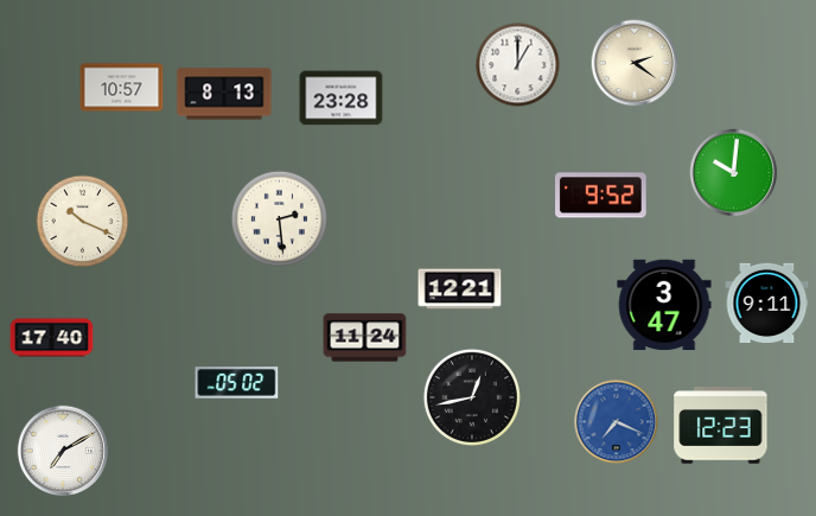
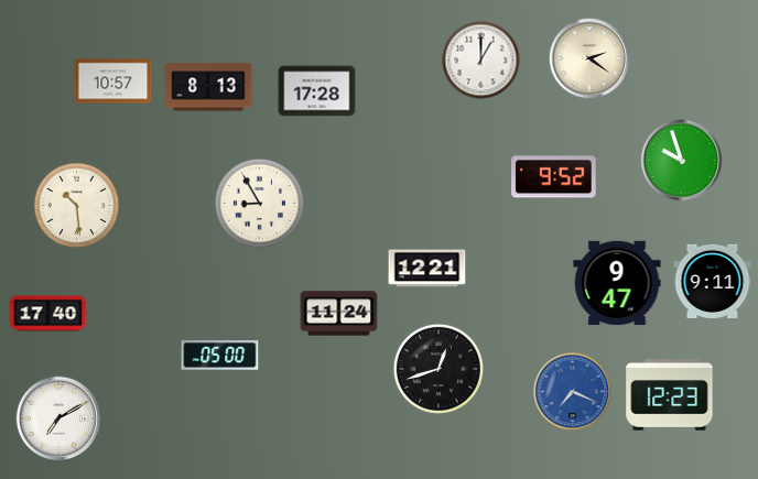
clock at (342, 98): 23:28 -> 17:28
clock at (734, 173): 10:01 -> 9:57
clock at (601, 196) position: (601, 196) -> (554, 177)
clock at (279, 218): 2:29 -> 8:55
clock at (83, 222): 10:19 -> 10:29
clock at (664, 305): 3:47 -> 9:47
clock at (237, 383): 05:02 -> 05:00
clock at (472, 397): 12:43 -> 12:42
